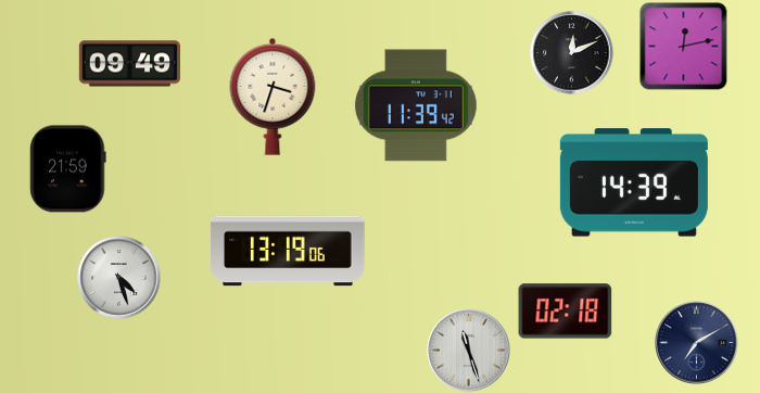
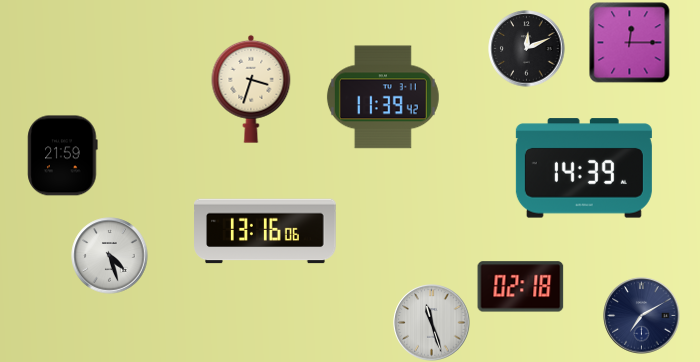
clock at (684, 47): 12:13 -> 12:15
clock at (129, 64): 09:49 -> none
clock at (288, 251): 13:19 -> 13:16
